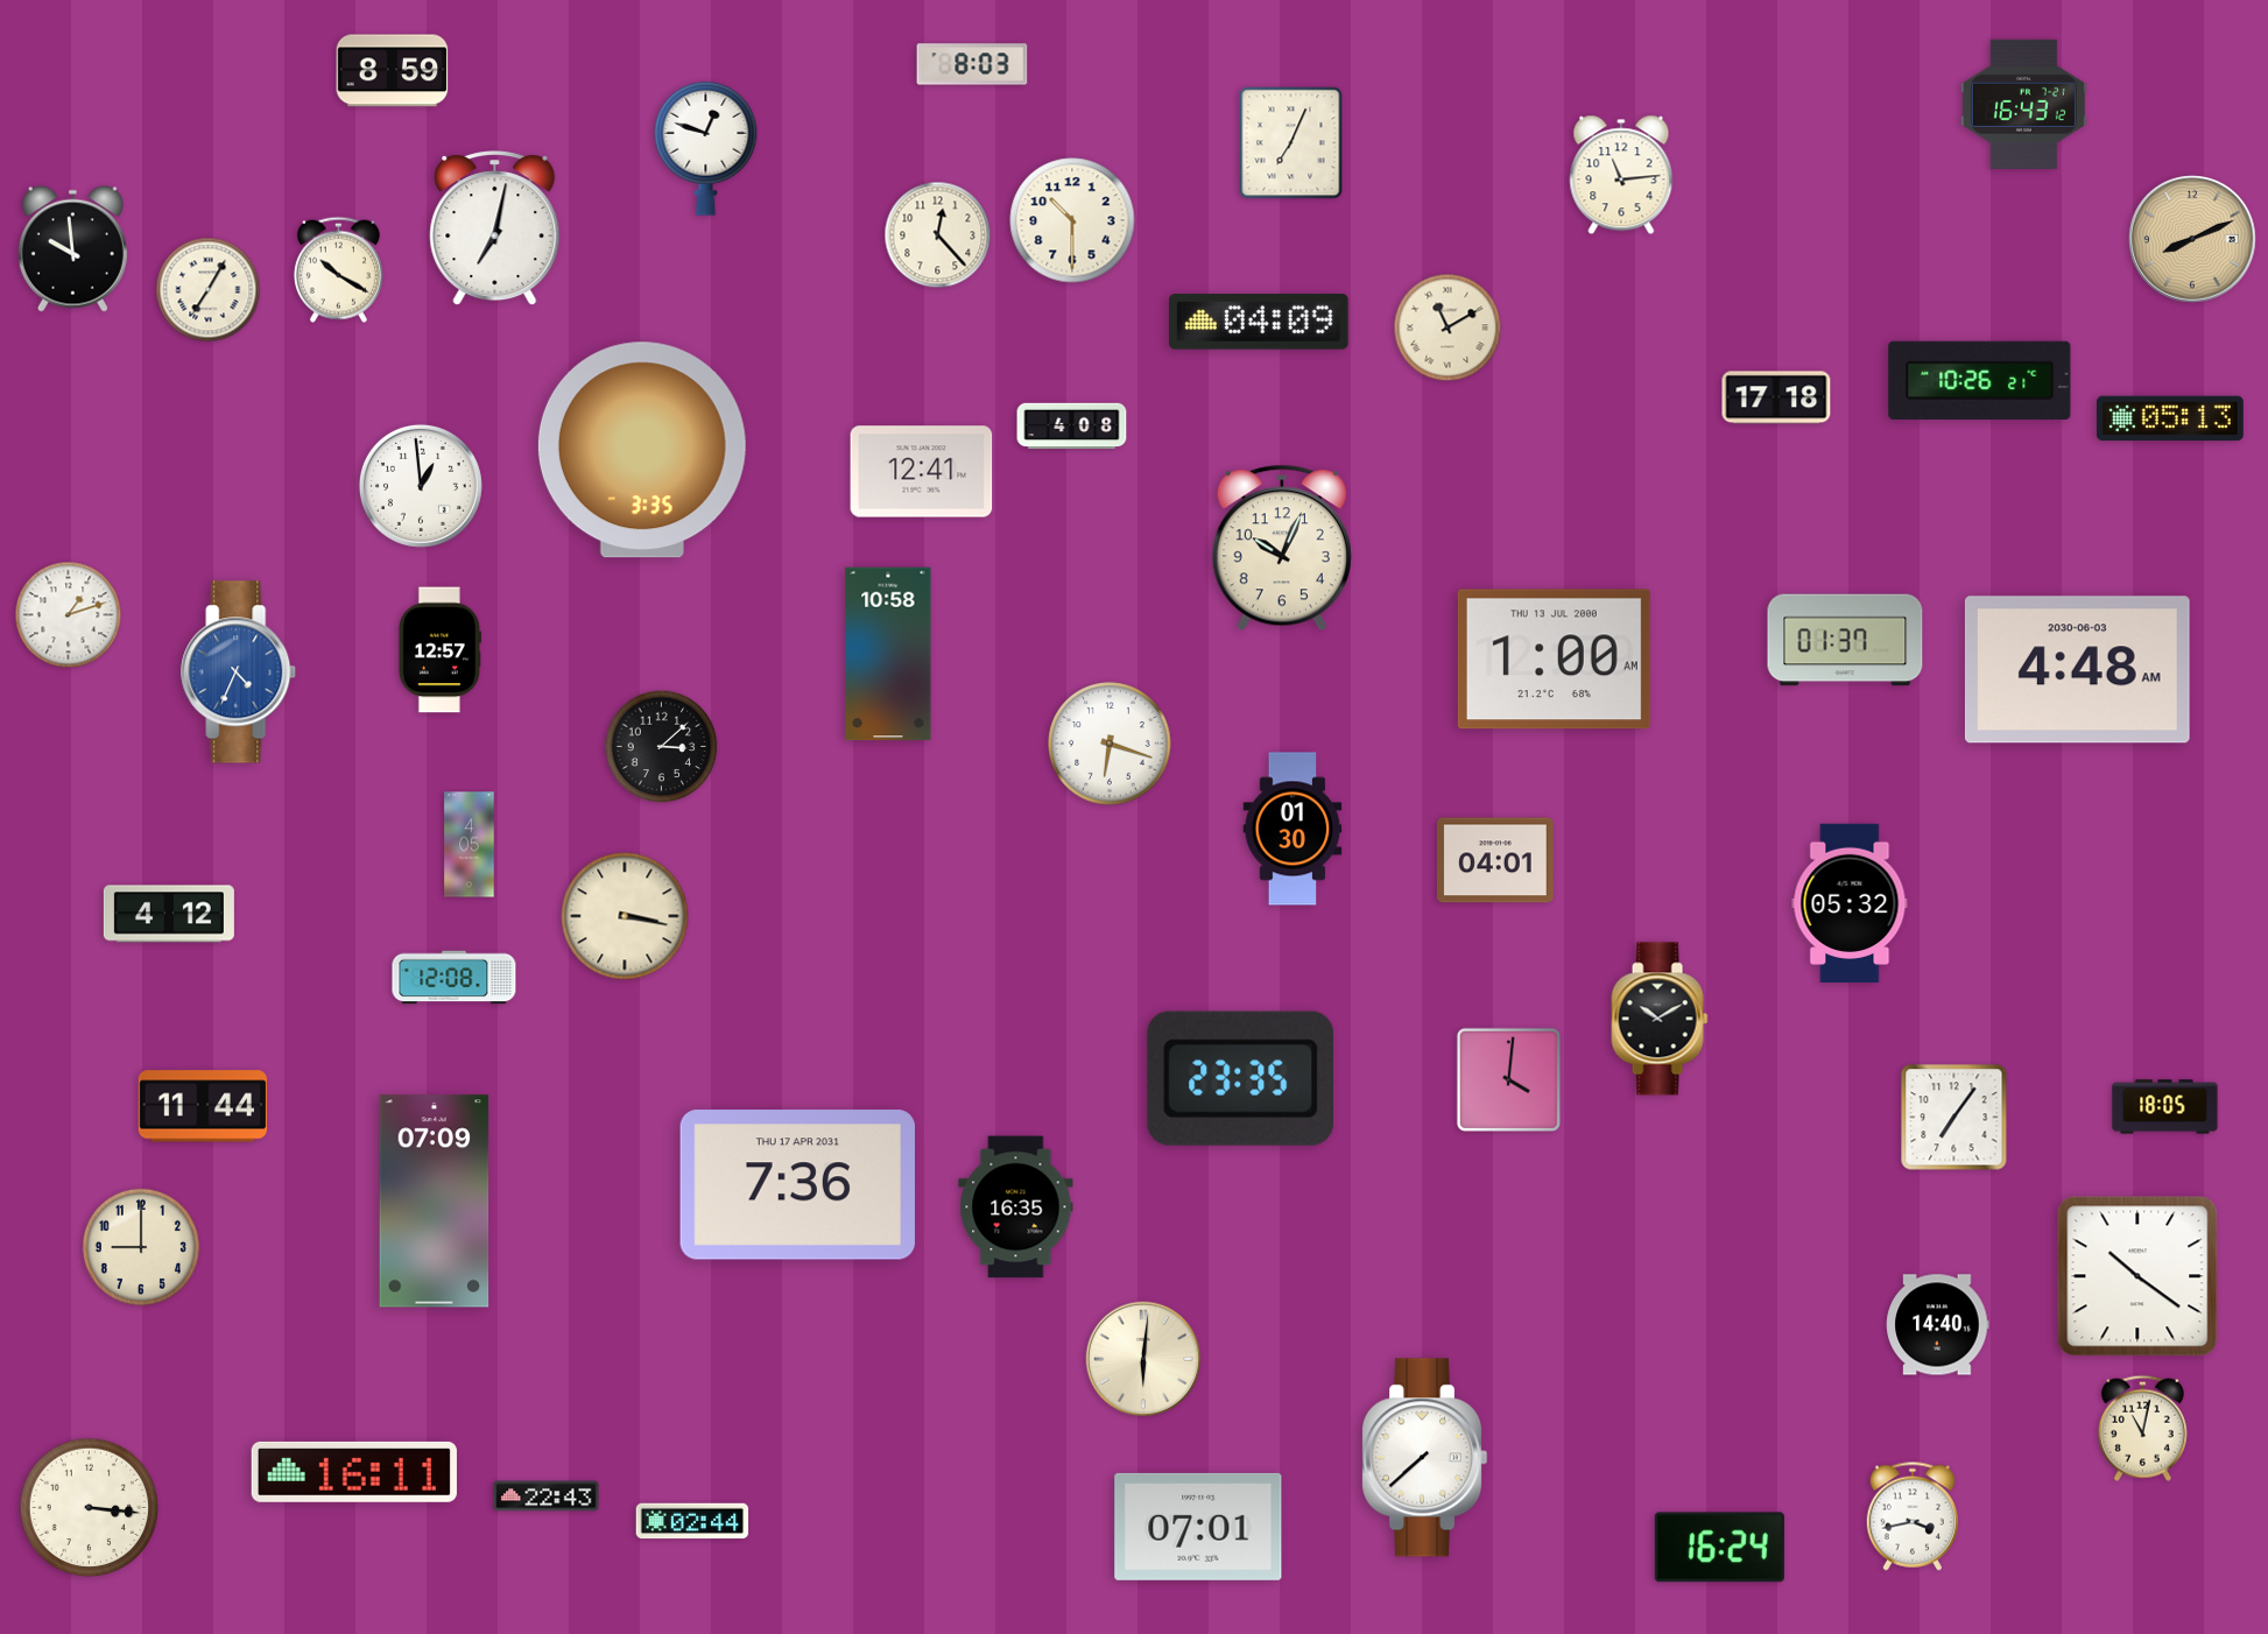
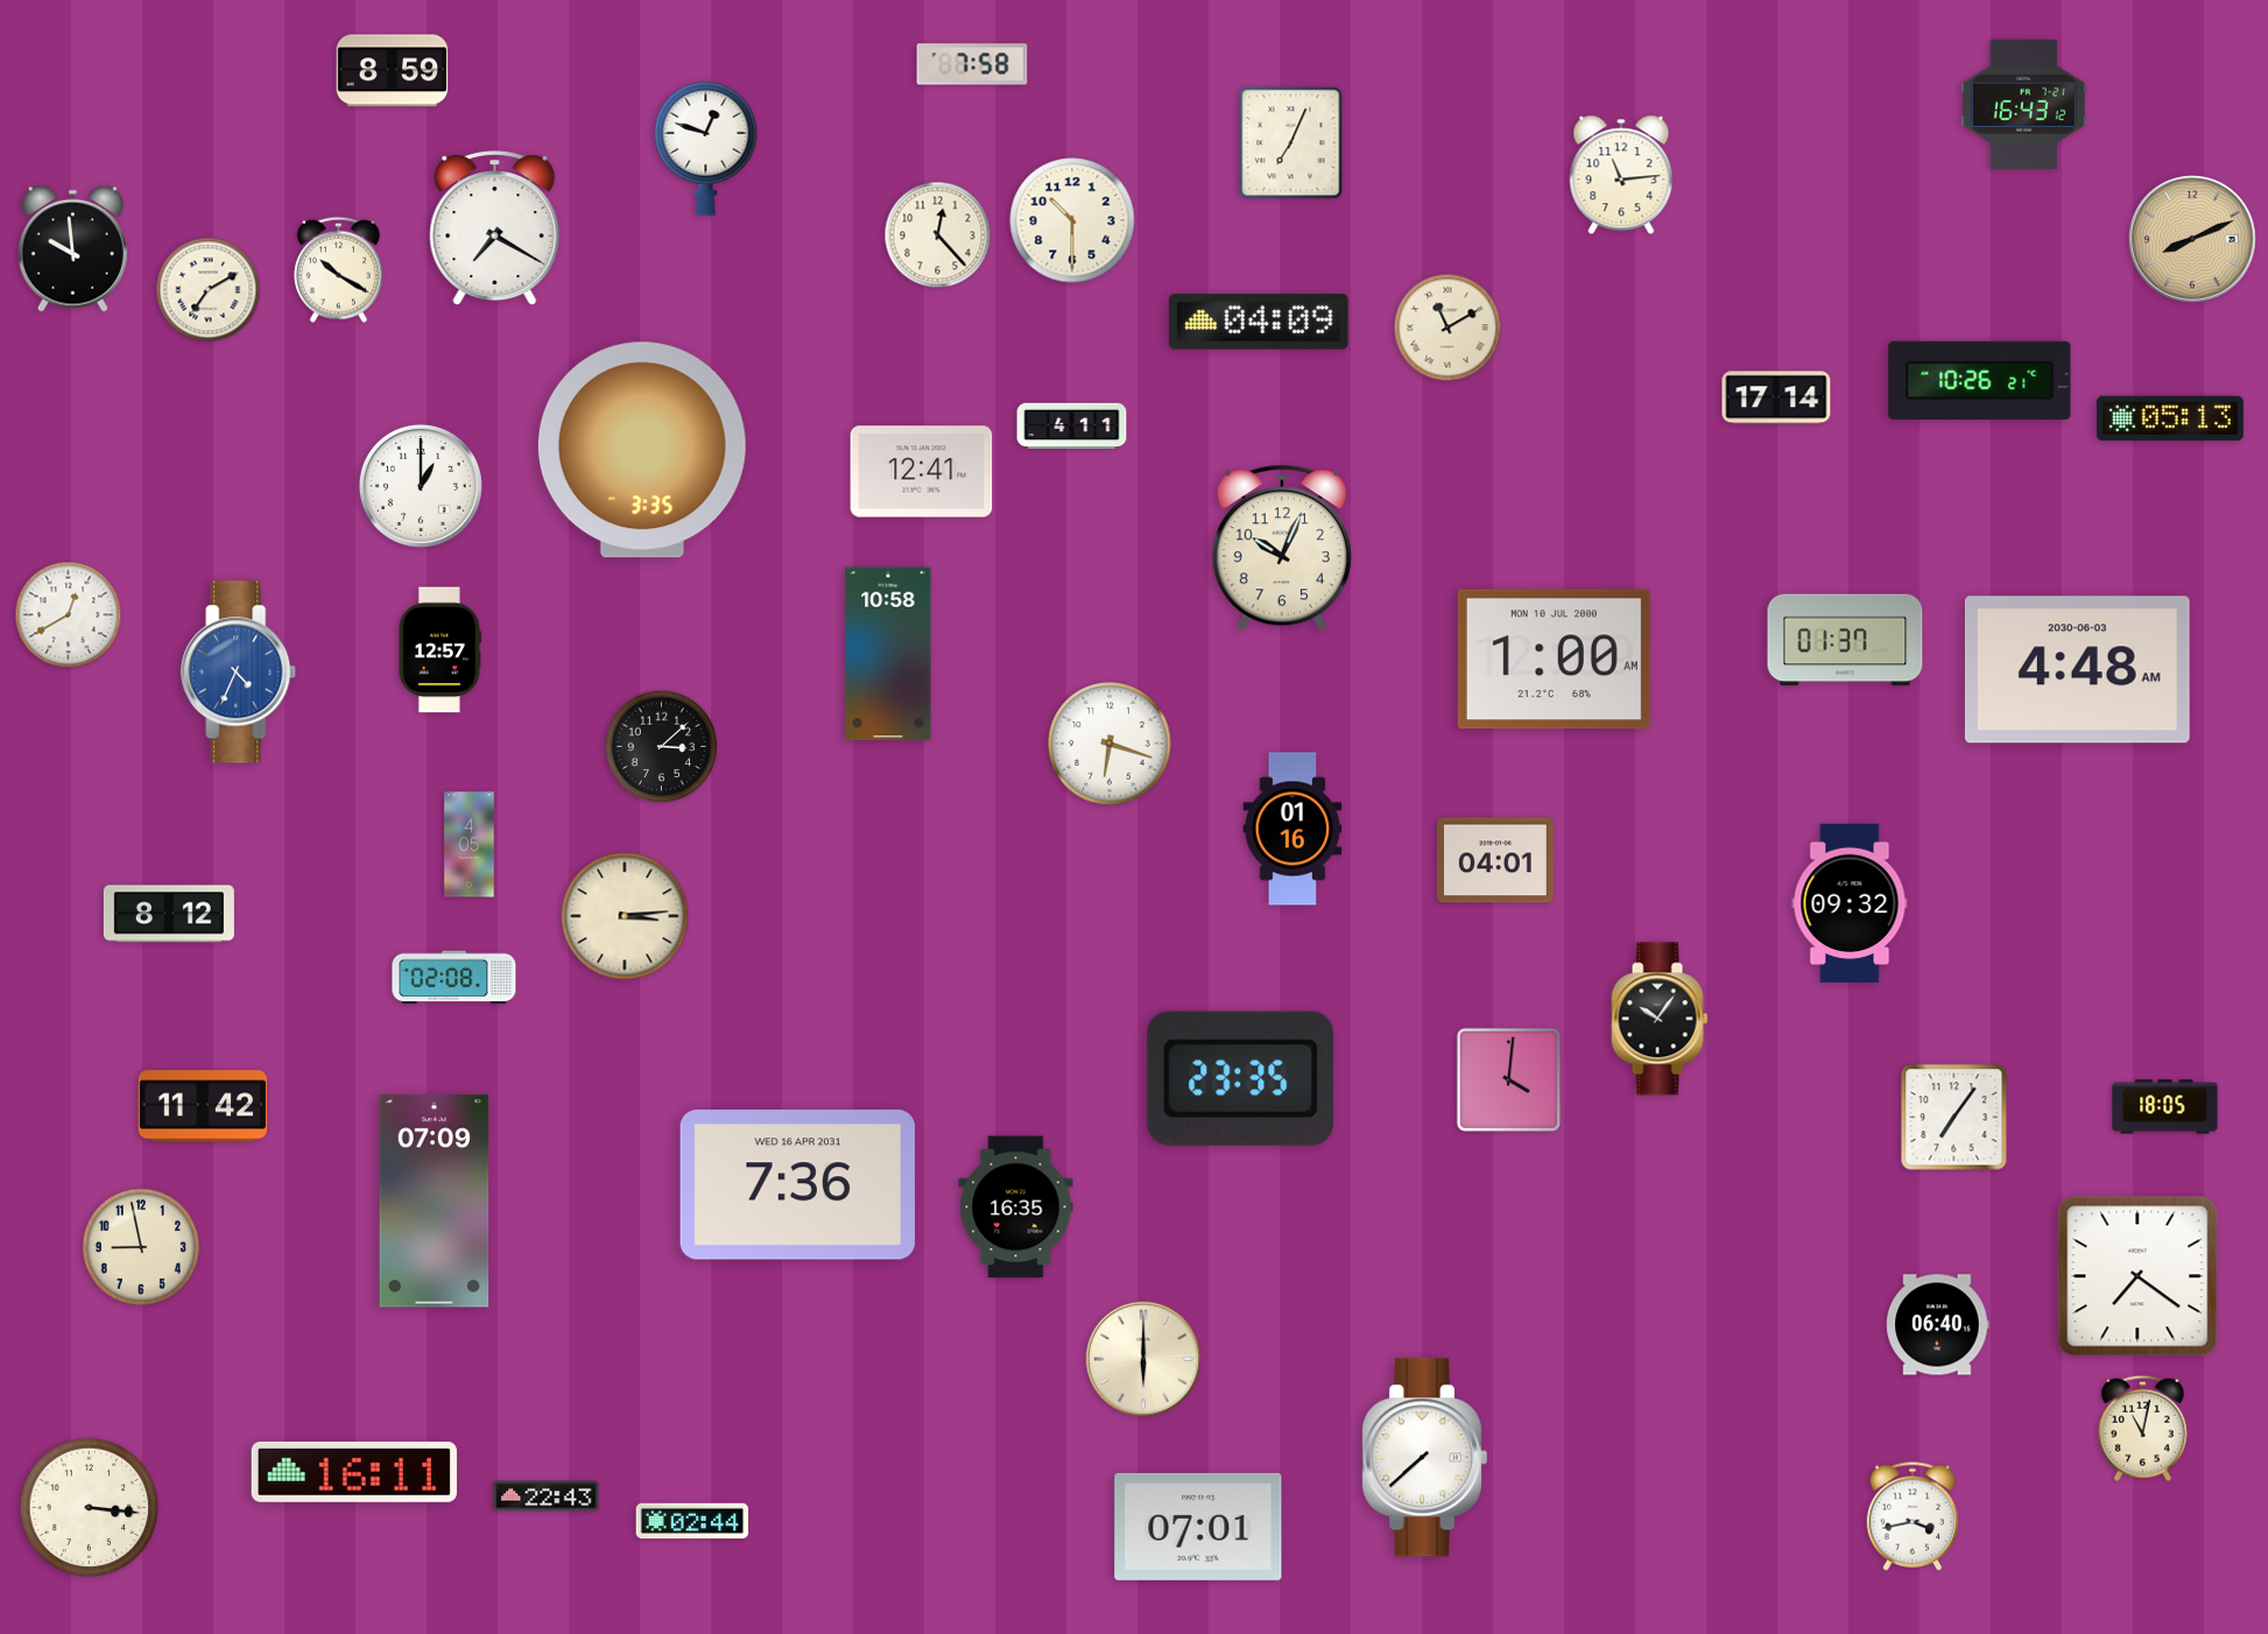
clock at (972, 64): 8:03 -> 7:58
clock at (495, 228): 7:02 -> 7:20
clock at (209, 290): 7:05 -> 7:10
clock at (1776, 397): 17:18 -> 17:14
clock at (1072, 427): 4:08 -> 4:11
clock at (421, 486): 12:59 -> 1:00
clock at (69, 615): 1:12 -> 12:40
clock at (1554, 660) date: THU 13 JUL 2000 -> MON 10 JUL 2000
clock at (1293, 829): 01:30 -> 01:16
clock at (1850, 903): 05:32 -> 09:32
clock at (169, 914): 4:12 -> 8:12
clock at (625, 916): 3:17 -> 3:14
clock at (455, 978): 12:08 -> 02:08
clock at (1660, 1019): 10:10 -> 10:06
clock at (202, 1106): 11:44 -> 11:42
clock at (797, 1185) date: THU 17 APR 2031 -> WED 16 APR 2031
clock at (141, 1247): 9:00 -> 8:58
clock at (2137, 1276): 10:21 -> 7:21
clock at (1938, 1325): 14:40 -> 06:40
clock at (1143, 1359): 6:01 -> 6:00
clock at (1719, 1548): 16:24 -> none
